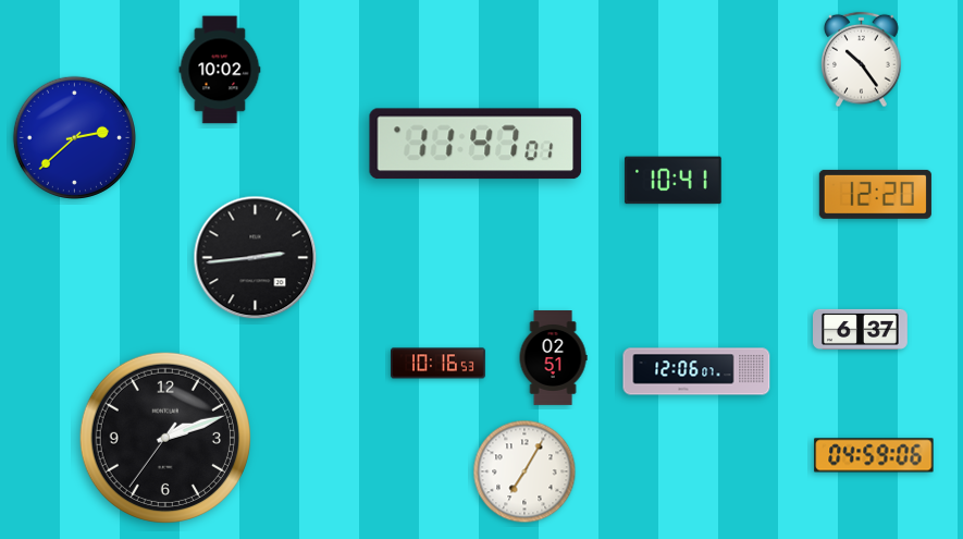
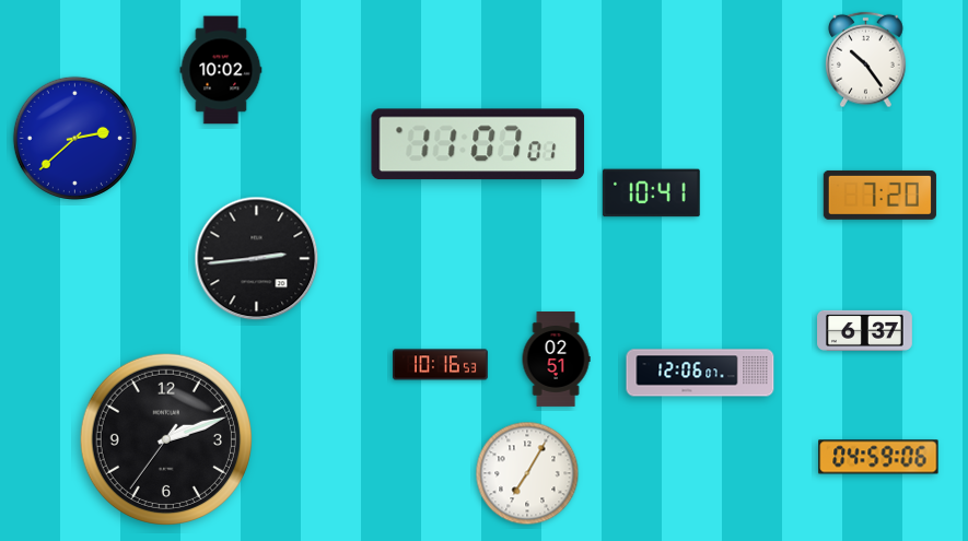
clock at (476, 144): 11:47 -> 11:07
clock at (674, 181) position: (674, 181) -> (652, 193)
clock at (875, 194): 12:20 -> 7:20
